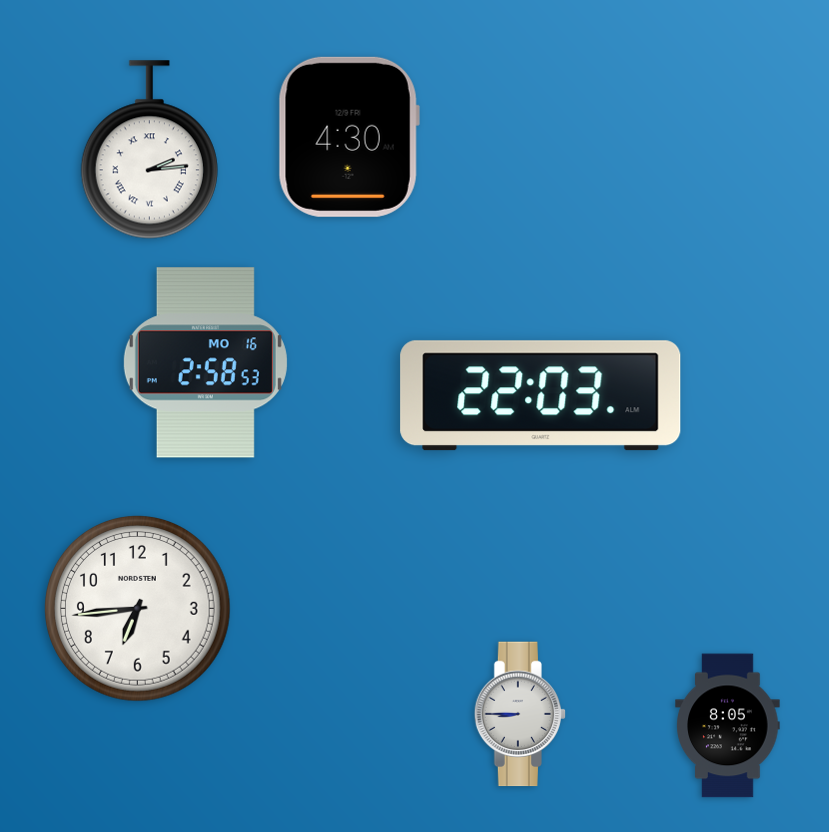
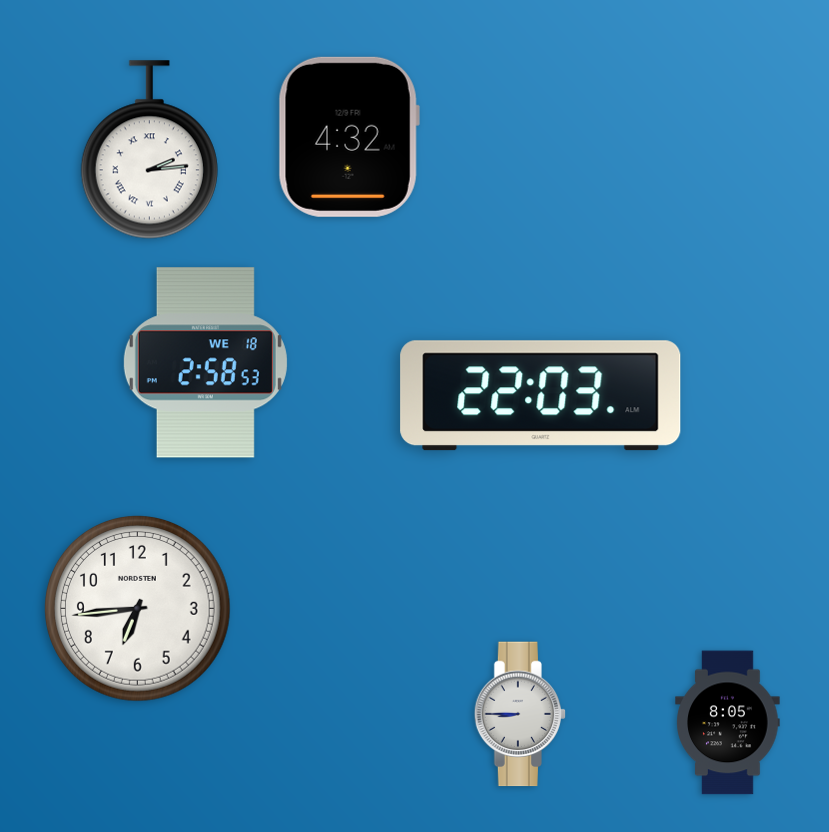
clock at (349, 137): 4:30 -> 4:32
clock at (205, 363) date: MO 16 -> WE 18
clock at (728, 726) position: (728, 726) -> (728, 723)
